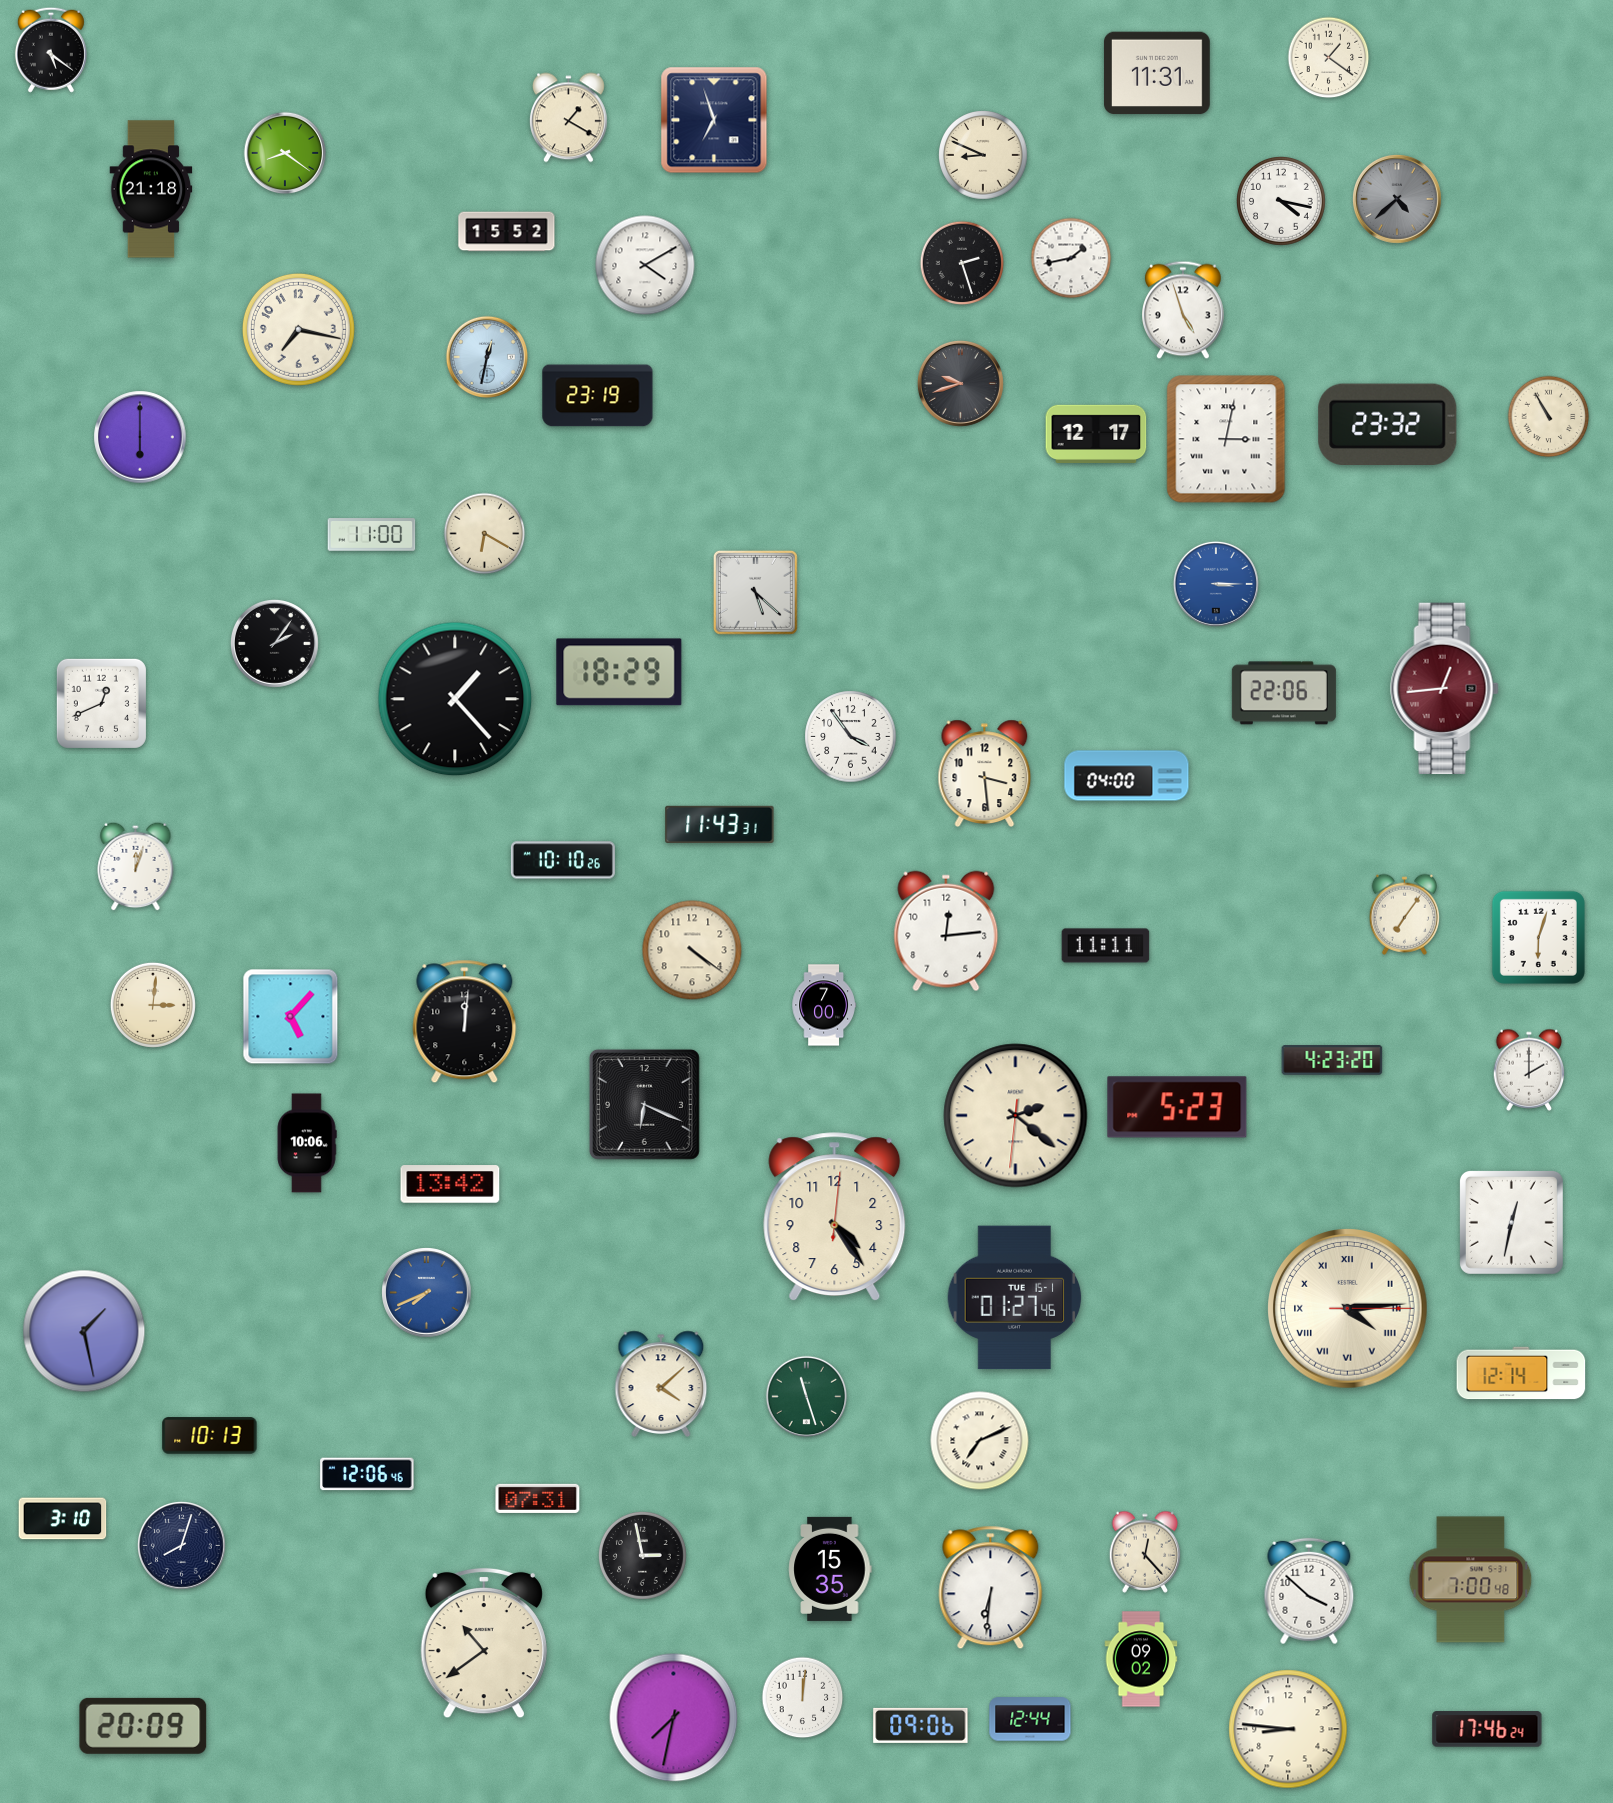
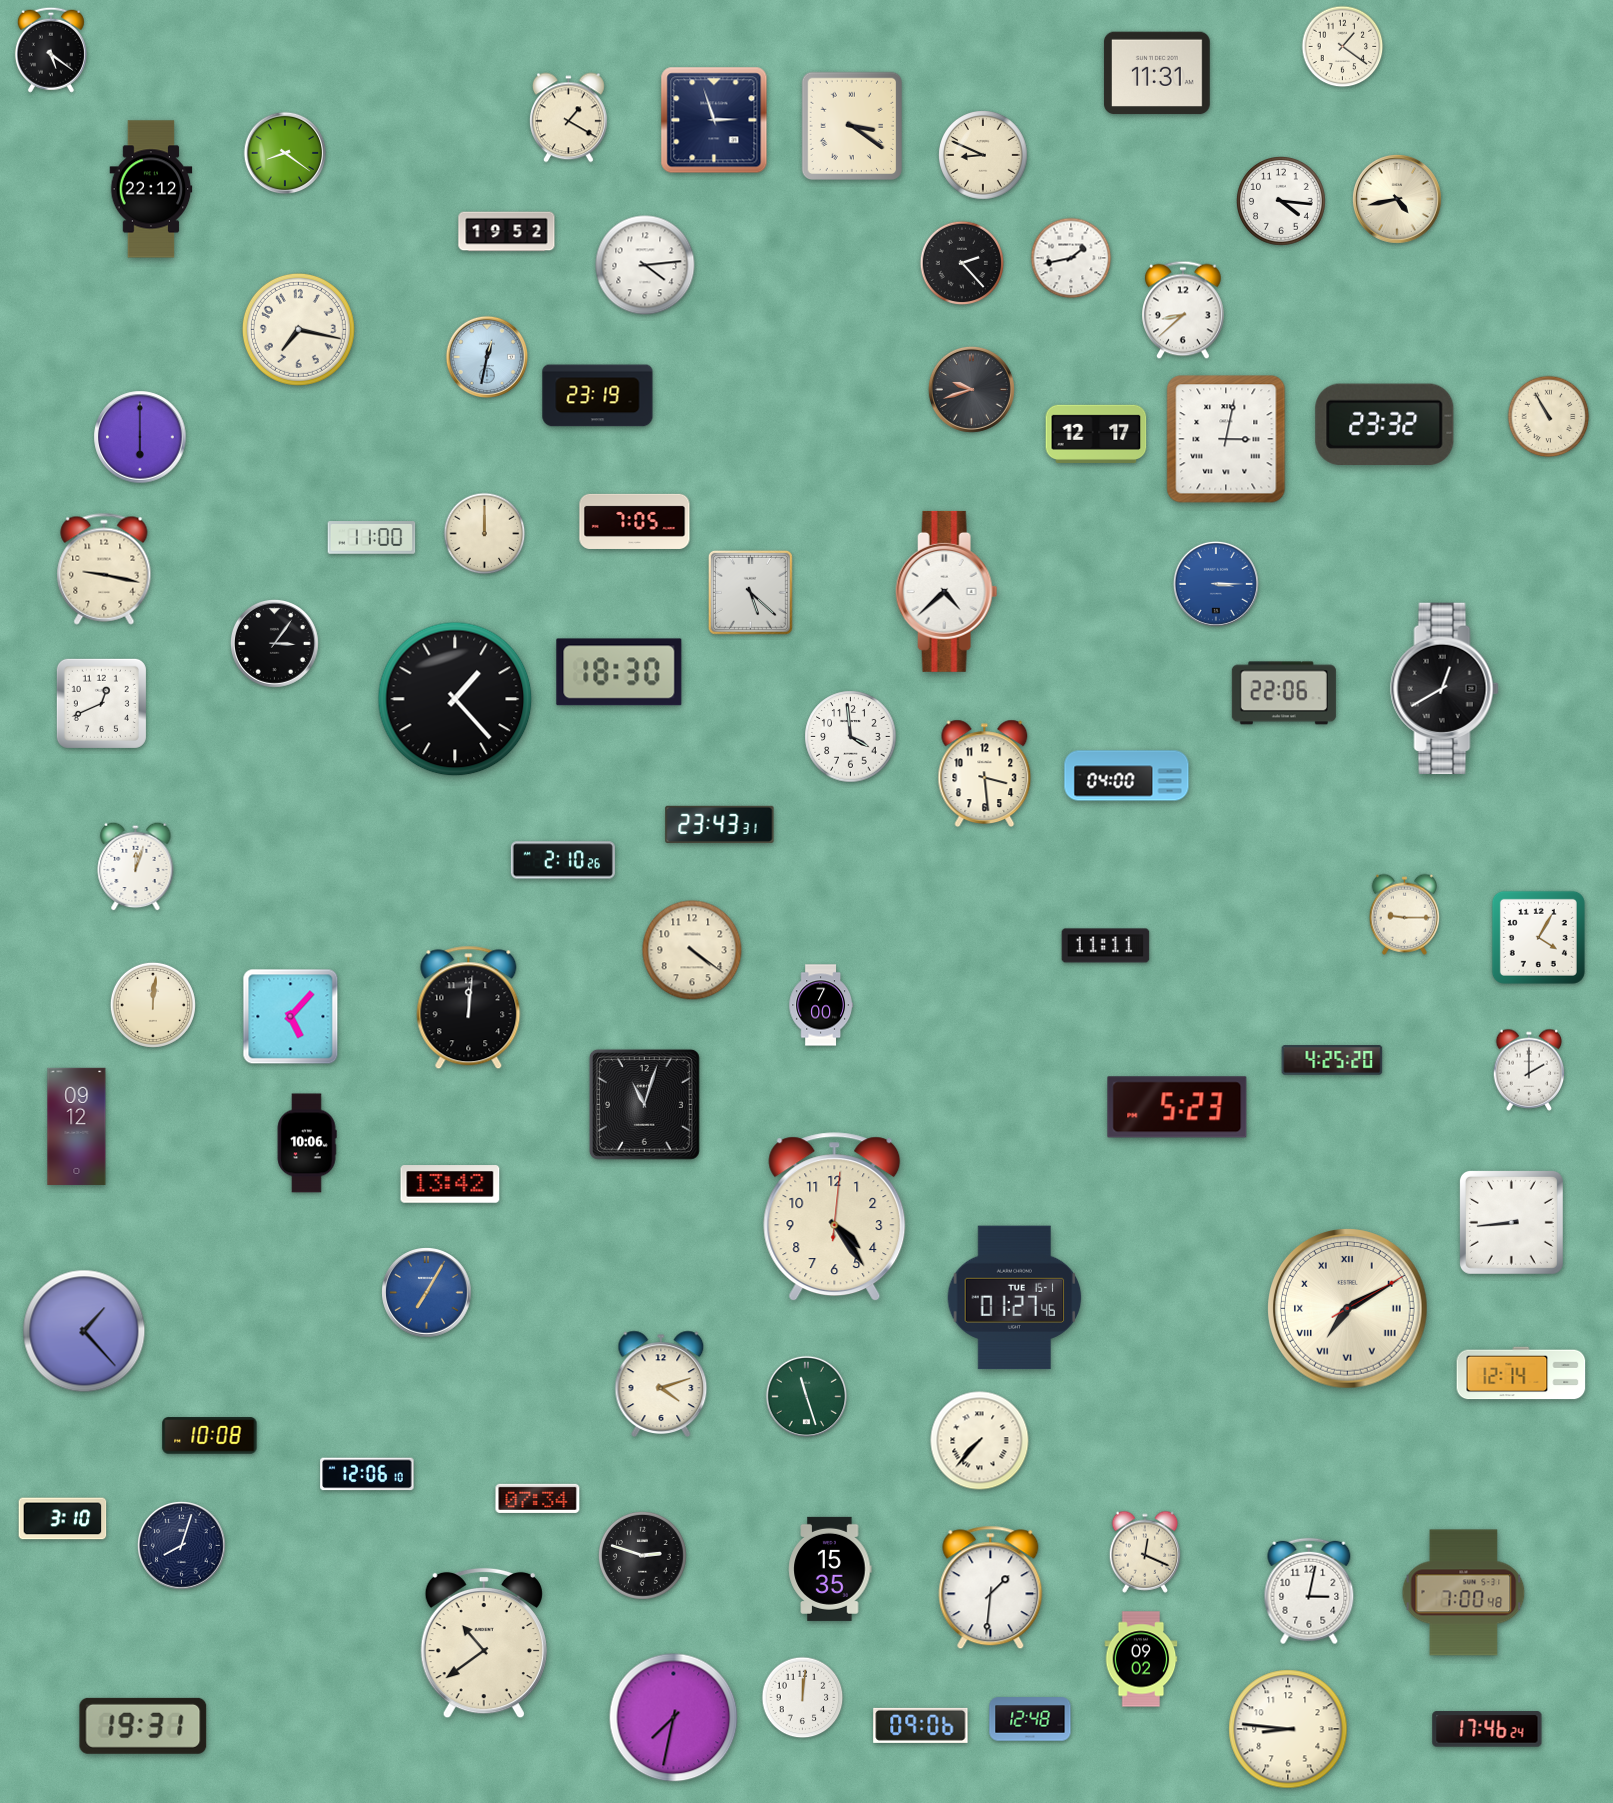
clock at (1329, 58) position: (1329, 58) -> (1343, 47)
clock at (714, 120): 6:57 -> 2:57
clock at (851, 126): none -> 3:21
clock at (151, 189): 21:18 -> 22:12
clock at (1398, 200): 4:38 -> 4:43
clock at (1398, 200) dial: grey -> cream
clock at (1282, 202): 4:17 -> 4:16
clock at (507, 232): 15:52 -> 19:52
clock at (962, 263): 2:27 -> 2:23
clock at (645, 265): 4:10 -> 4:14
clock at (1184, 310): 4:57 -> 8:38
clock at (960, 383) position: (960, 383) -> (971, 389)
clock at (1388, 424) position: (1388, 424) -> (1385, 424)
clock at (635, 521): none -> 7:05
clock at (485, 534): 6:20 -> 12:00
clock at (372, 535) position: (372, 535) -> (372, 538)
clock at (104, 569): none -> 9:17
clock at (947, 591): none -> 4:38
clock at (755, 592) position: (755, 592) -> (750, 592)
clock at (275, 644): 2:06 -> 3:06
clock at (619, 672): 18:29 -> 18:30
clock at (1445, 688): 12:44 -> 12:40
clock at (1445, 688) dial: burgundy -> black
clock at (851, 737): 3:54 -> 3:59
clock at (720, 824): 11:43 -> 23:43
clock at (563, 860): 10:10 -> 2:10
clock at (1404, 914): 7:06 -> 9:15
clock at (946, 931): 12:14 -> none
clock at (1538, 937): 6:03 -> 4:05
clock at (153, 1005): 3:01 -> 12:01
clock at (824, 1005) position: (824, 1005) -> (821, 1005)
clock at (465, 1022) position: (465, 1022) -> (469, 1008)
clock at (1332, 1060): 4:23 -> 4:25
clock at (644, 1104): 6:19 -> 11:03
clock at (1016, 1116): 2:21 -> none
clock at (77, 1126): none -> 09:12
clock at (1511, 1222): 12:32 -> 8:44
clock at (427, 1293): 7:41 -> 7:05
clock at (1348, 1309): 4:14 -> 7:10
clock at (84, 1331): 1:28 -> 1:23
clock at (661, 1384): 4:08 -> 4:12
clock at (210, 1436): 10:13 -> 10:08
clock at (980, 1441): 7:11 -> 7:37
clock at (367, 1474): 12:06:46 -> 12:06:10
clock at (538, 1498): 07:31 -> 07:34
clock at (1145, 1552): 12:23 -> 12:19
clock at (642, 1555): 2:58 -> 2:48
clock at (1471, 1580) position: (1471, 1580) -> (1464, 1593)
clock at (991, 1588): 6:31 -> 1:31
clock at (1309, 1591): 3:52 -> 3:02
clock at (1030, 1719): 12:44 -> 12:48
clock at (143, 1726): 20:09 -> 19:31
